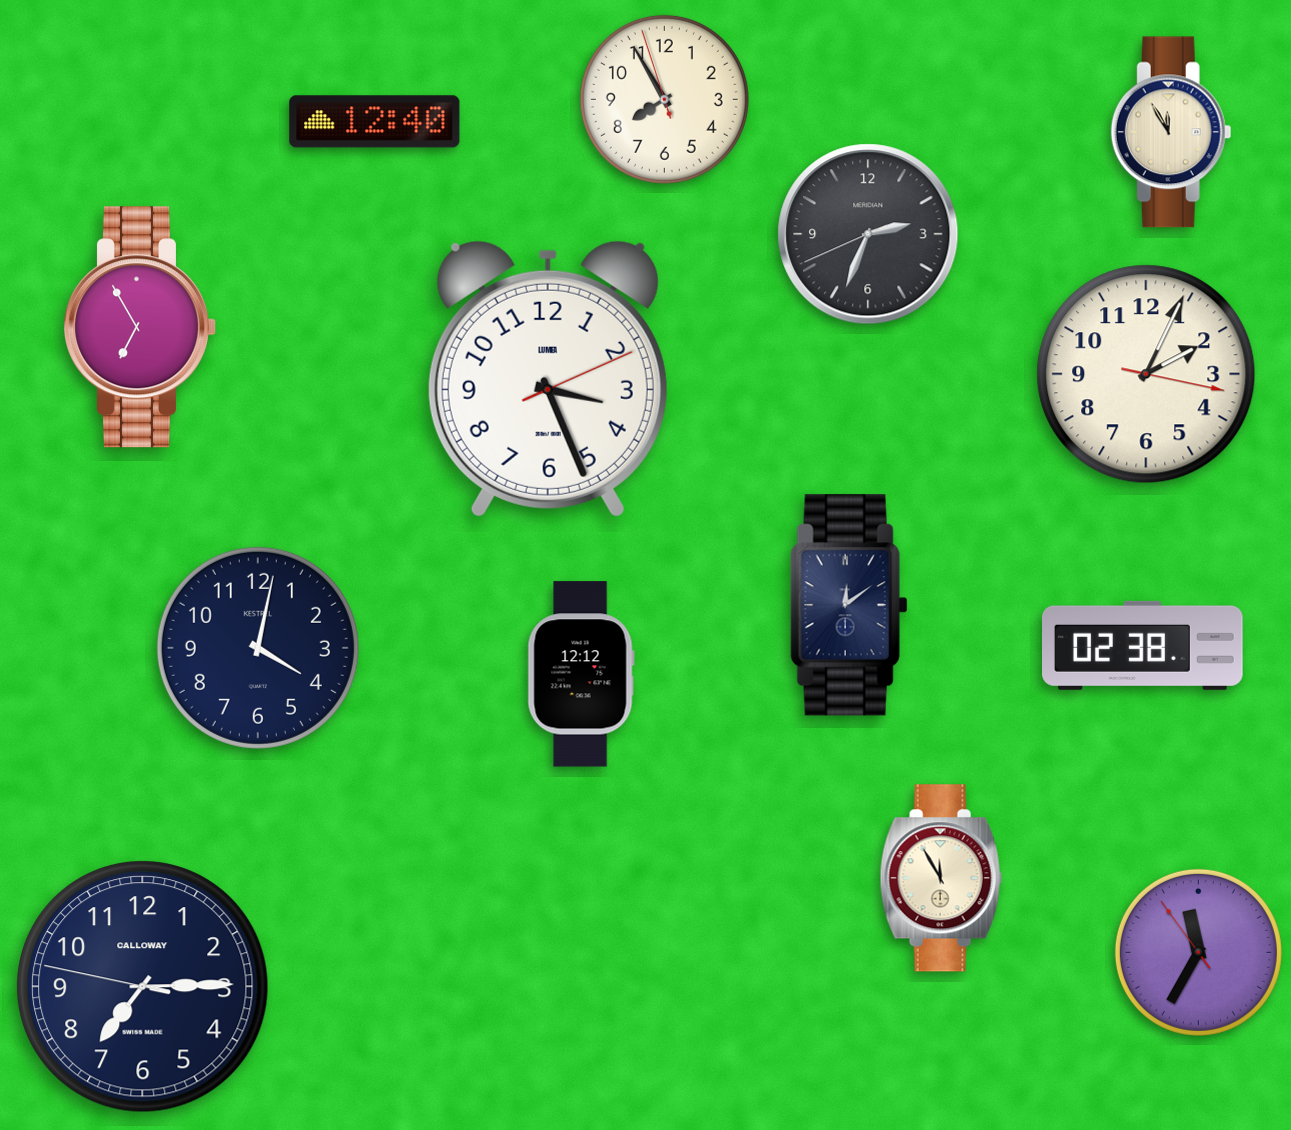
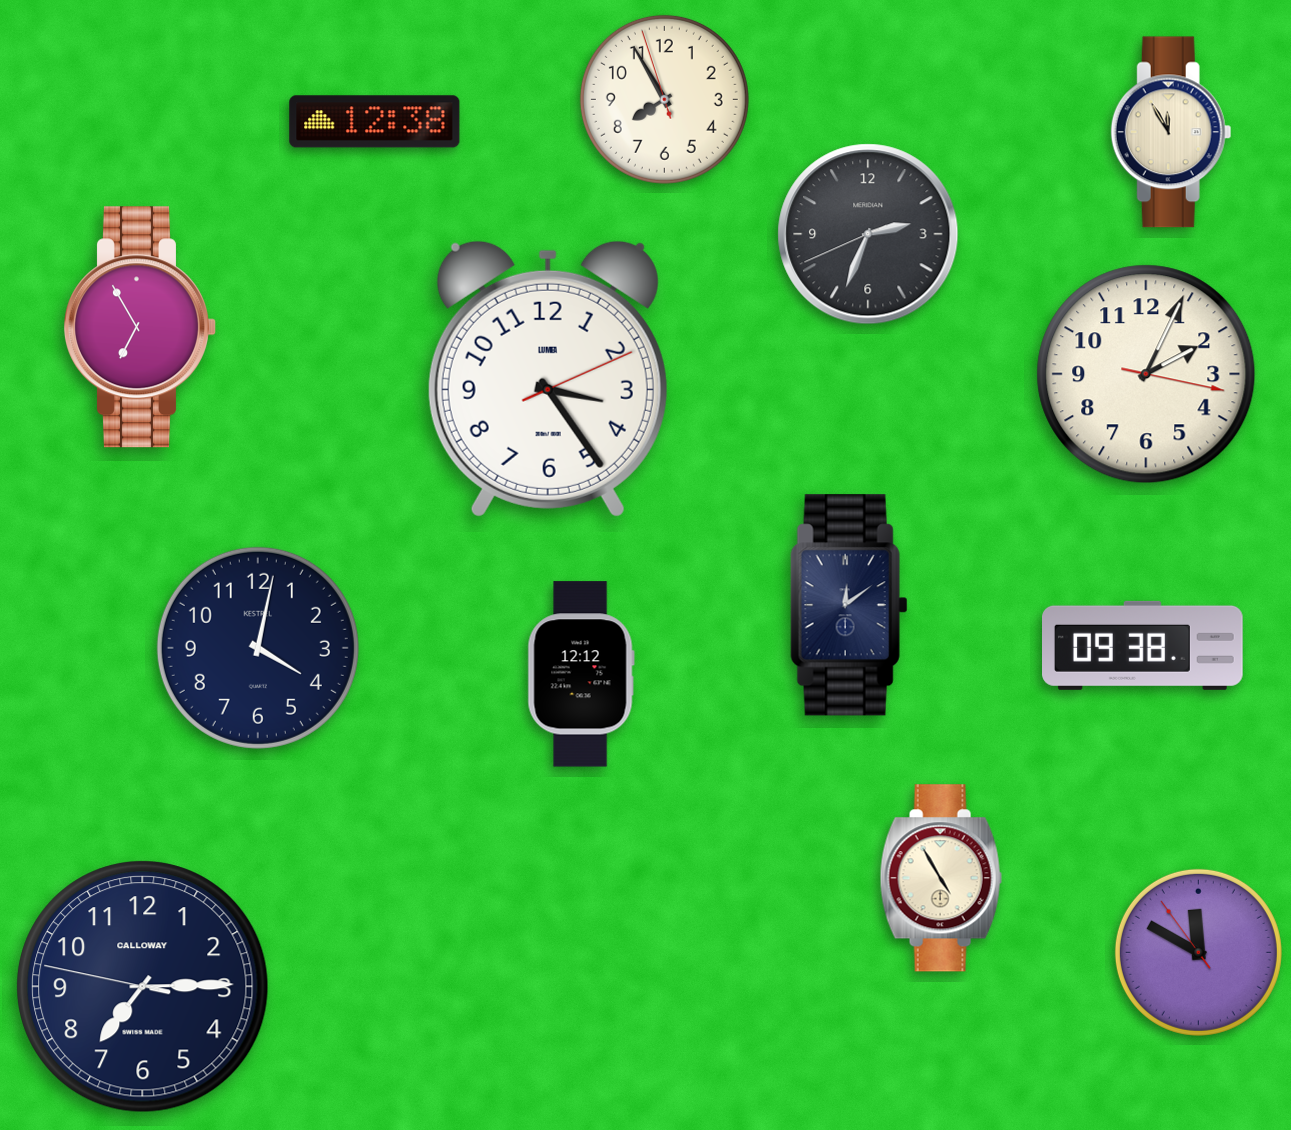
clock at (375, 122): 12:40 -> 12:38
clock at (548, 379): 3:26 -> 3:24
clock at (1143, 645): 02:38 -> 09:38
clock at (941, 878): 11:55 -> 4:55
clock at (1198, 952): 11:34 -> 11:49
